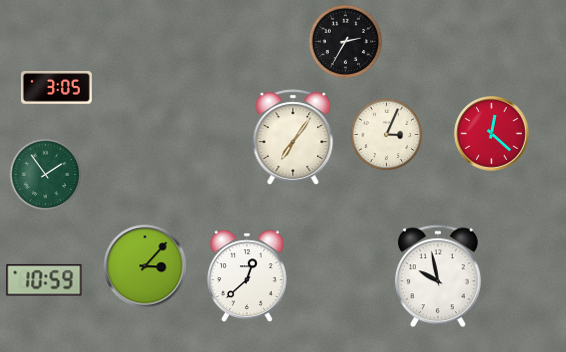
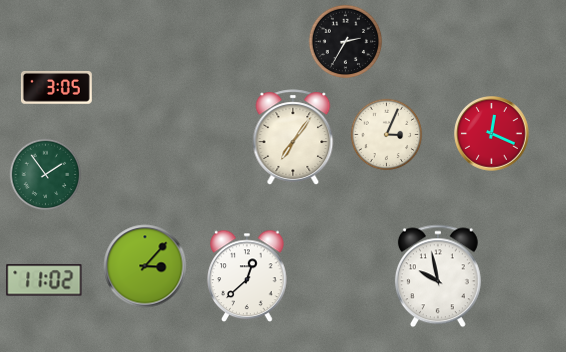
clock at (492, 134): 12:22 -> 12:19
clock at (44, 280): 10:59 -> 11:02
